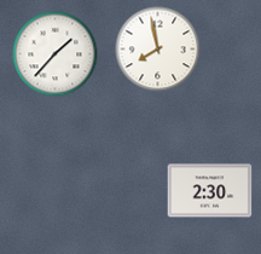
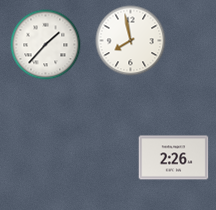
clock at (210, 191): 2:30 -> 2:26
